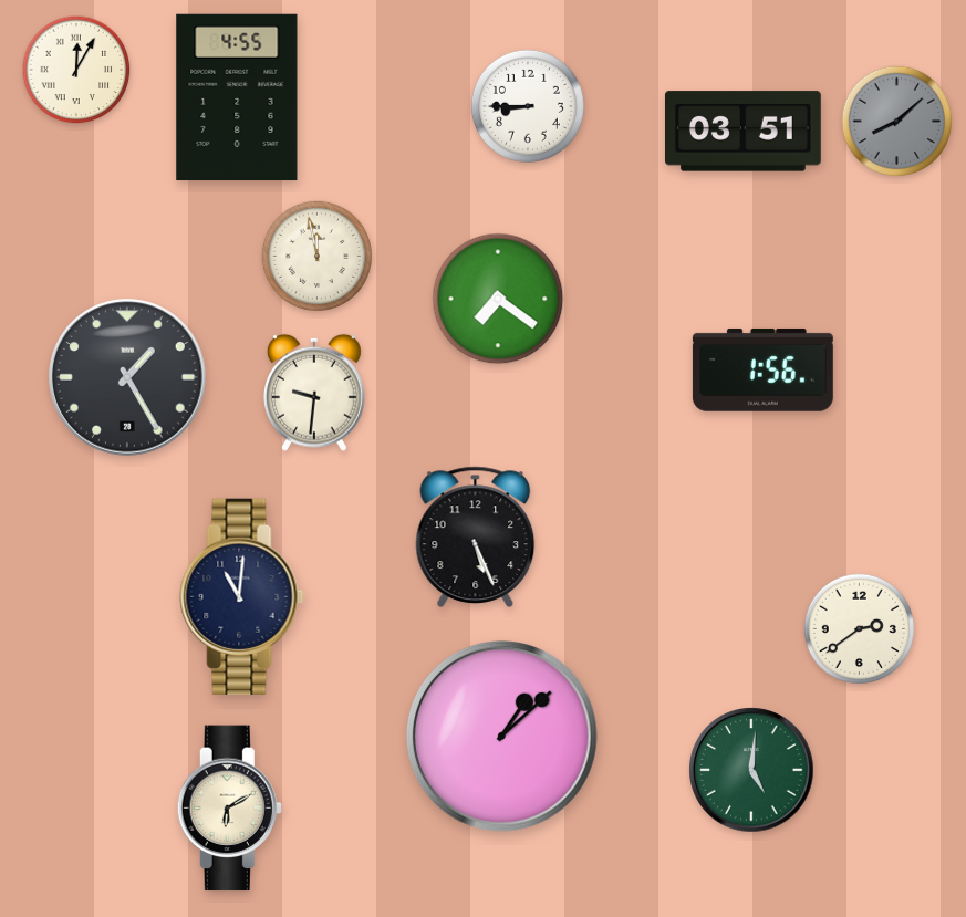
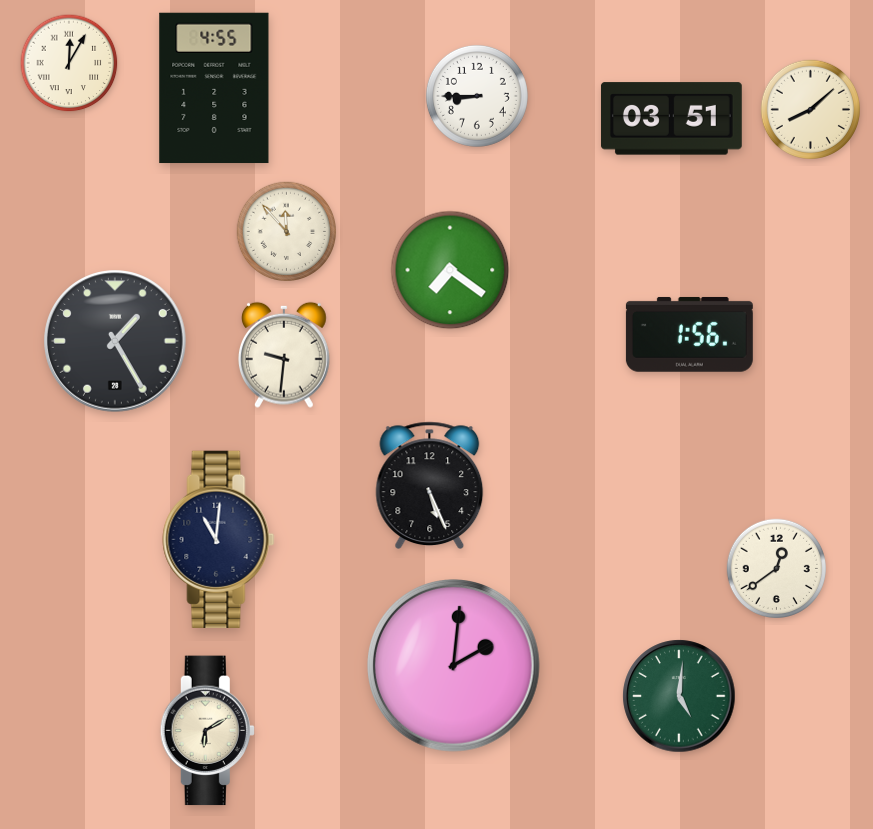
clock at (896, 121) dial: grey -> cream
clock at (316, 256): 11:58 -> 11:53
clock at (859, 628): 2:39 -> 12:39
clock at (502, 737): 1:08 -> 2:01
